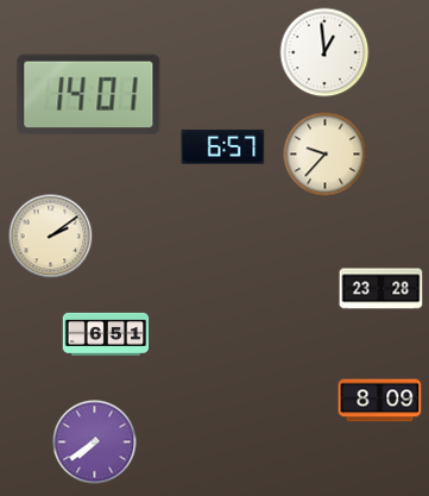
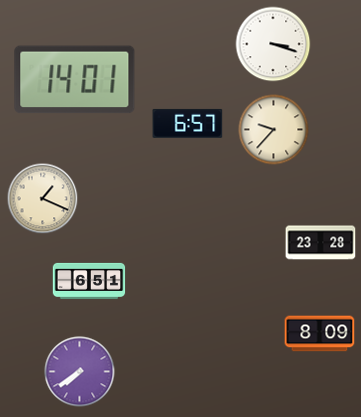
clock at (324, 52): 12:59 -> 3:18
clock at (51, 237): 2:09 -> 1:19
clock at (380, 401) position: (380, 401) -> (320, 334)
